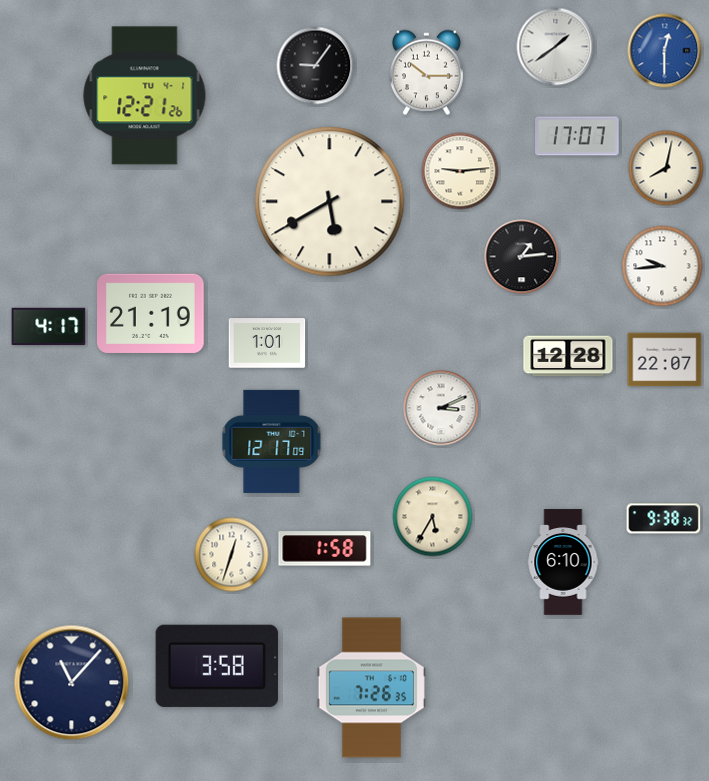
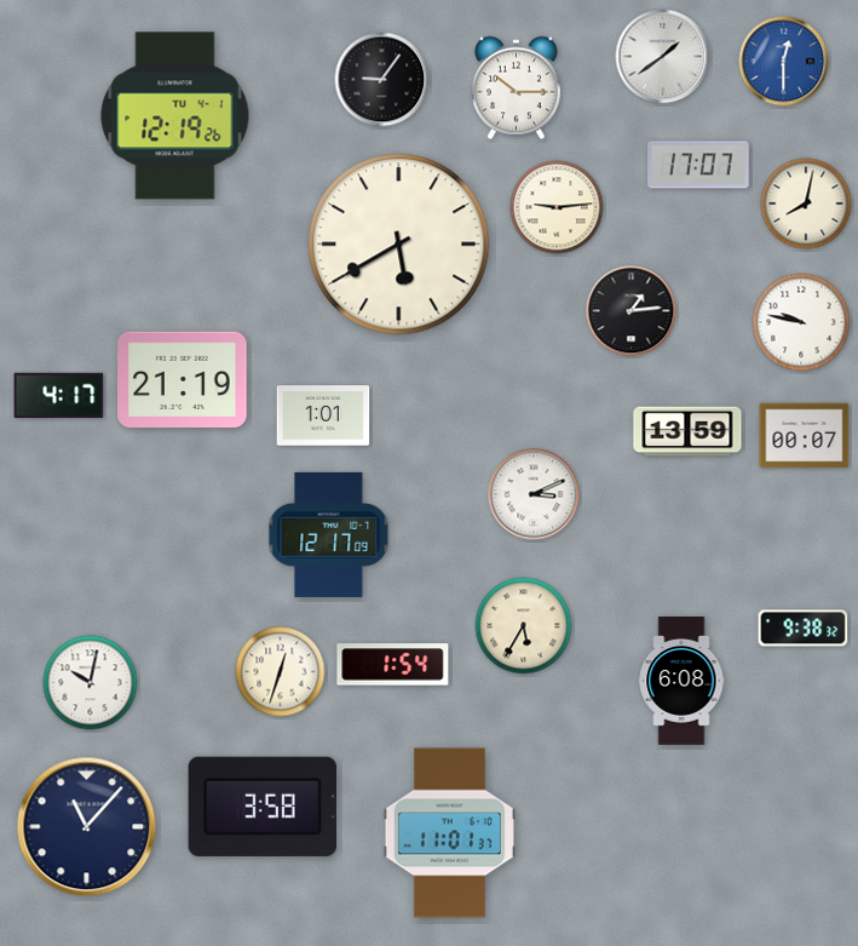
clock at (556, 47) position: (556, 47) -> (663, 57)
clock at (665, 51) position: (665, 51) -> (784, 62)
clock at (145, 96): 12:21 -> 12:19
clock at (662, 266): 9:44 -> 9:47
clock at (568, 356): 12:28 -> 13:59
clock at (665, 360): 22:07 -> 00:07
clock at (325, 549): 1:58 -> 1:54
clock at (563, 562): 6:10 -> 6:08
clock at (91, 683): none -> 10:02
clock at (371, 688): 7:26 -> 11:01
